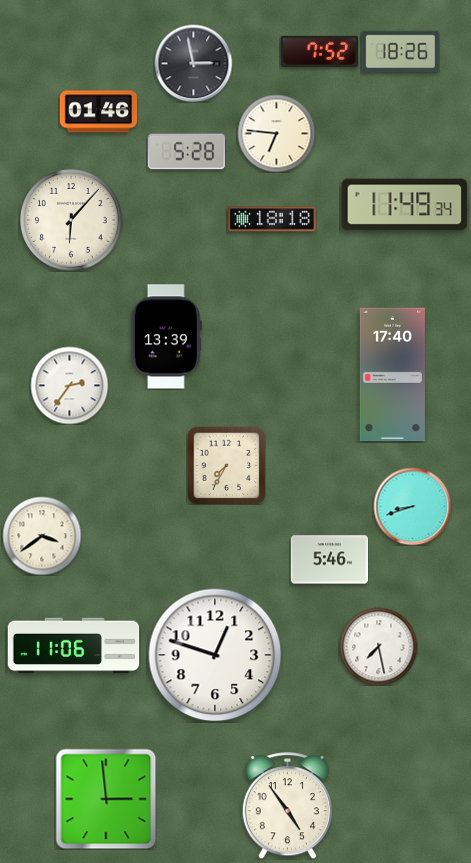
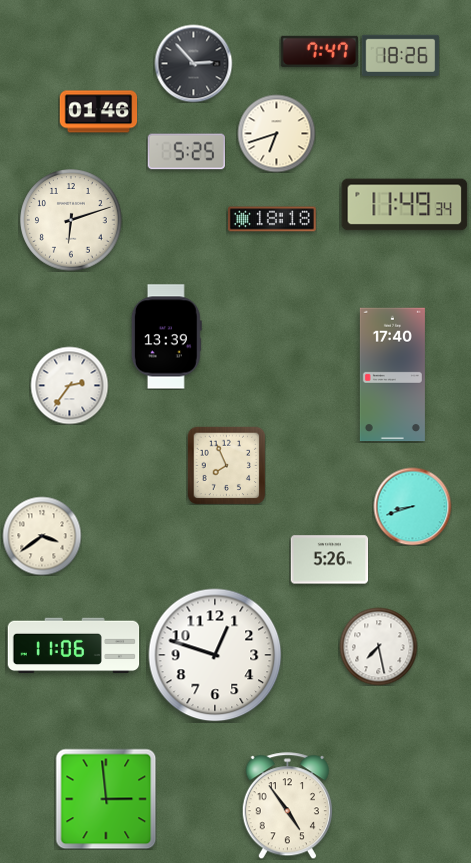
clock at (319, 51): 7:52 -> 7:47
clock at (400, 51) position: (400, 51) -> (400, 55)
clock at (193, 63): 2:58 -> 2:53
clock at (276, 133): 6:46 -> 6:42
clock at (186, 152): 5:28 -> 5:25
clock at (71, 220): 6:07 -> 6:12
clock at (226, 465): 7:35 -> 7:56
clock at (329, 560): 5:46 -> 5:26
